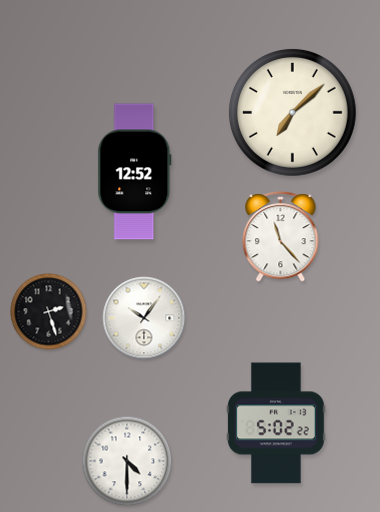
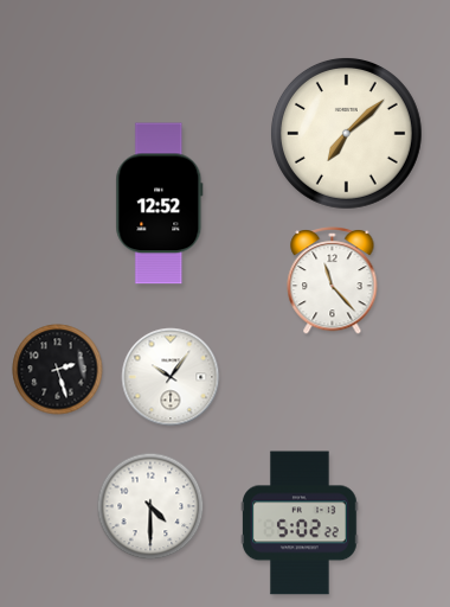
clock at (277, 423) position: (277, 423) -> (301, 523)
clock at (127, 461) position: (127, 461) -> (150, 506)
